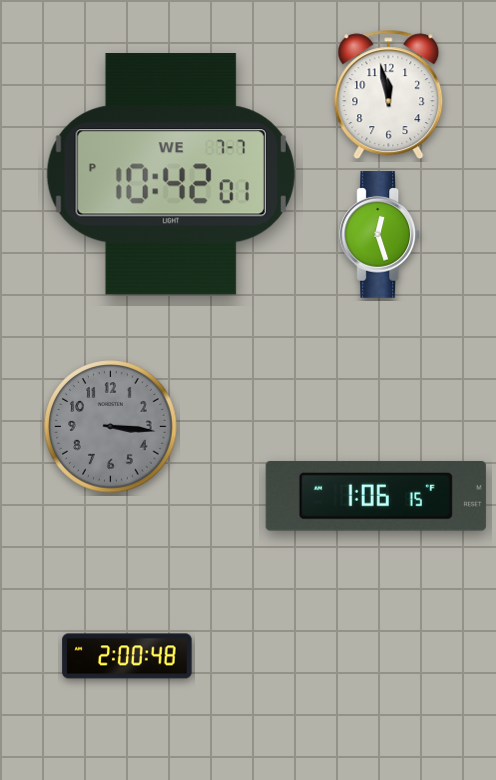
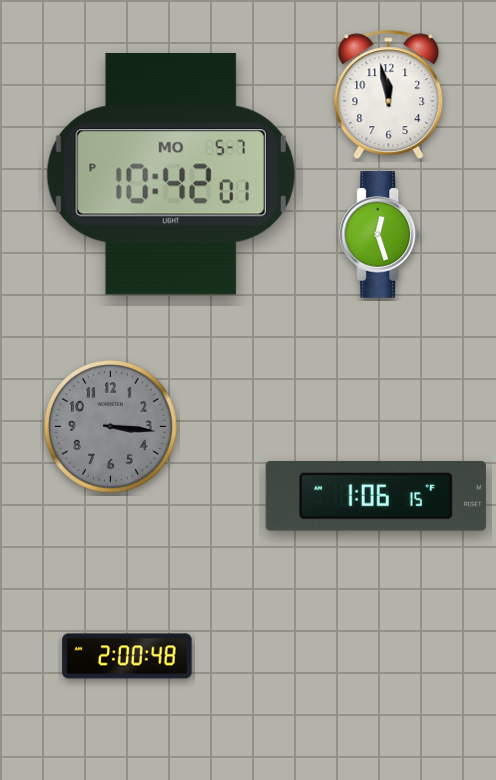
clock at (171, 174) date: WE 7-7 -> MO 5-7
